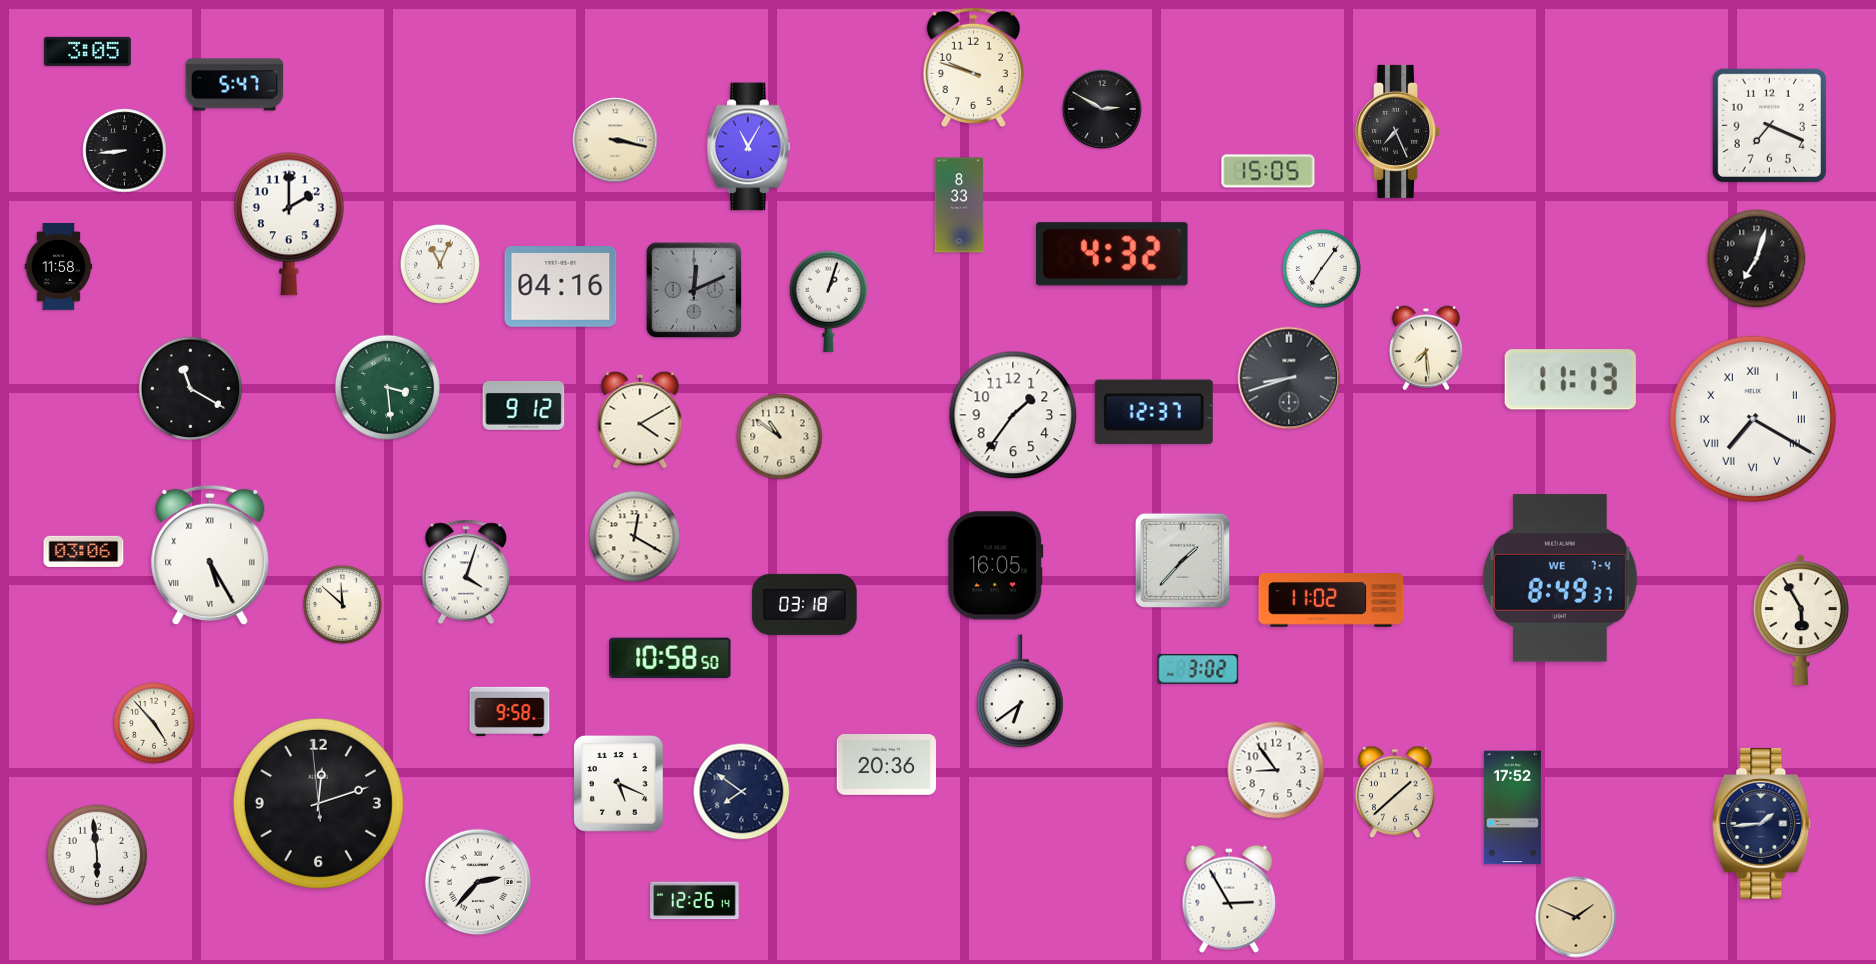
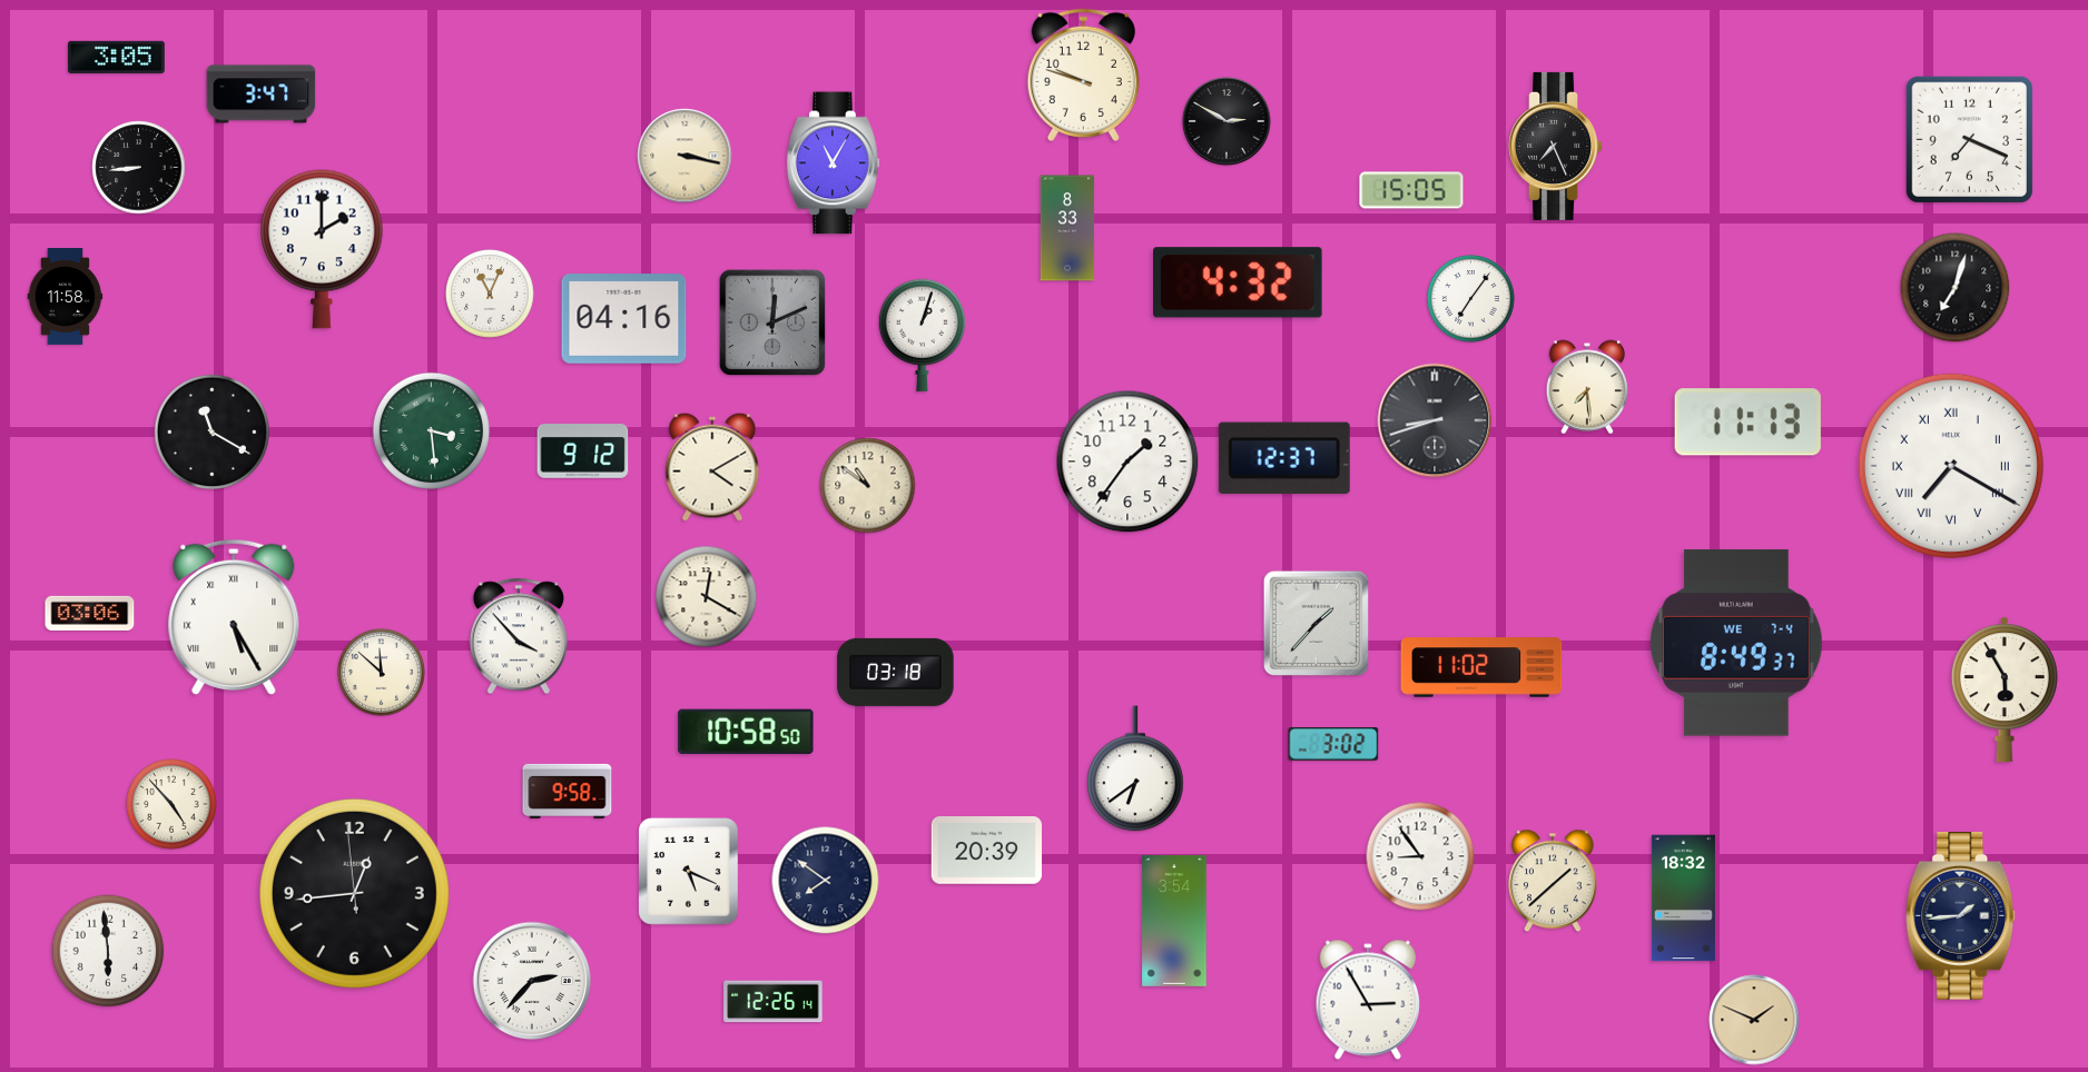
clock at (87, 51) position: (87, 51) -> (116, 57)
clock at (235, 85): 5:47 -> 3:47
clock at (84, 551) position: (84, 551) -> (90, 613)
clock at (996, 566): 16:05 -> none
clock at (466, 572): 4:03 -> 3:53
clock at (887, 765): 20:36 -> 20:39
clock at (318, 803): 12:11 -> 12:43
clock at (1512, 808): 17:52 -> 18:32
clock at (1174, 921): none -> 3:54
